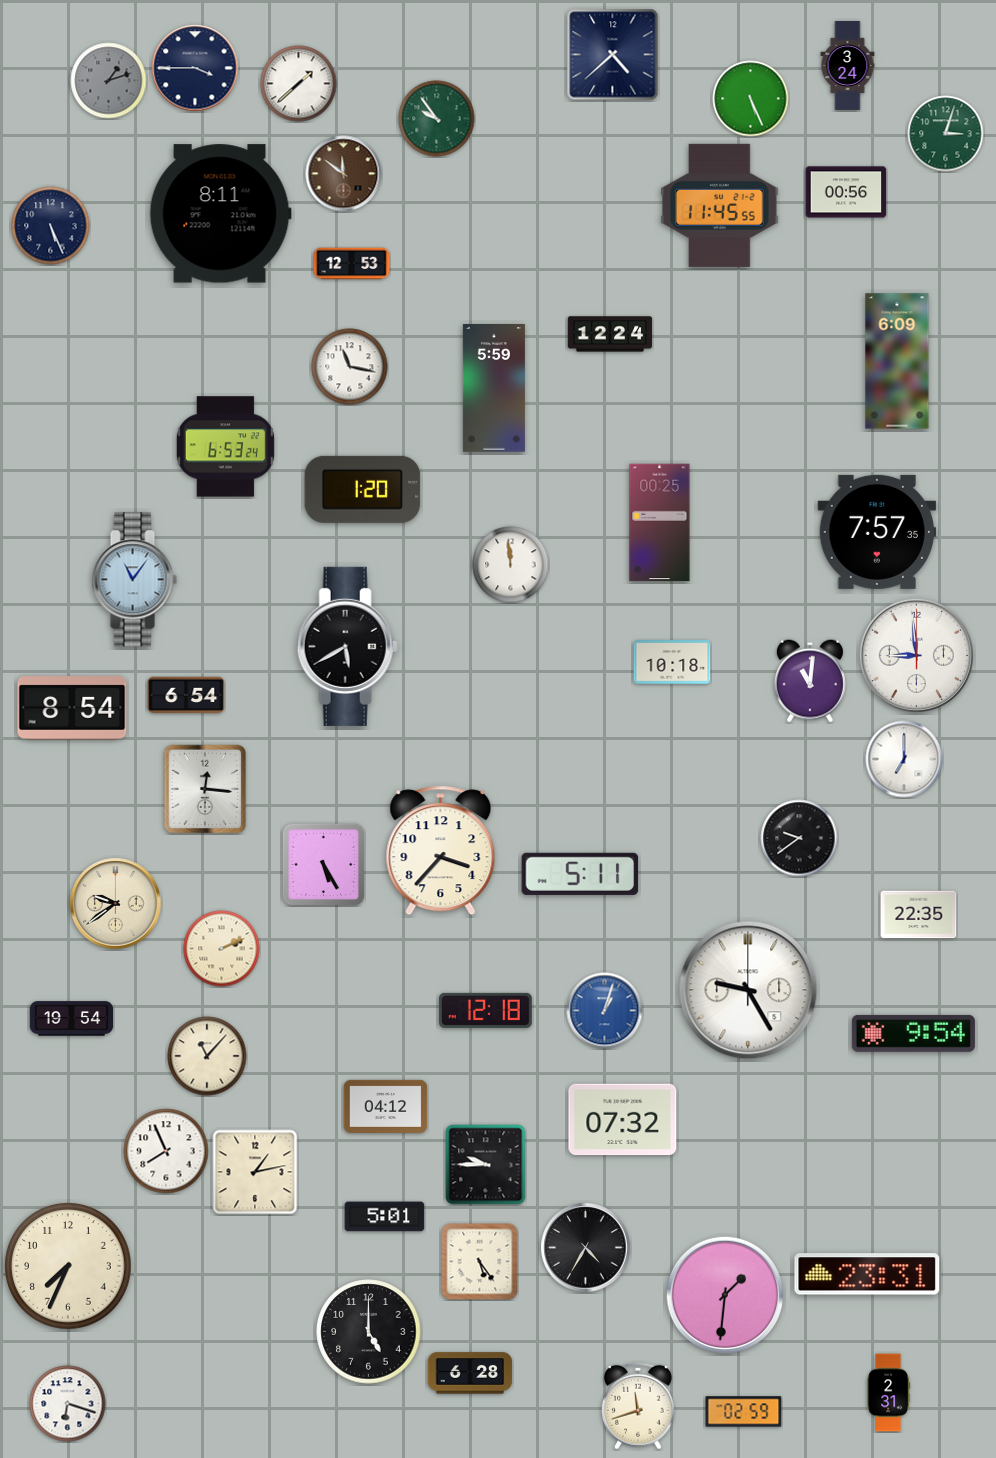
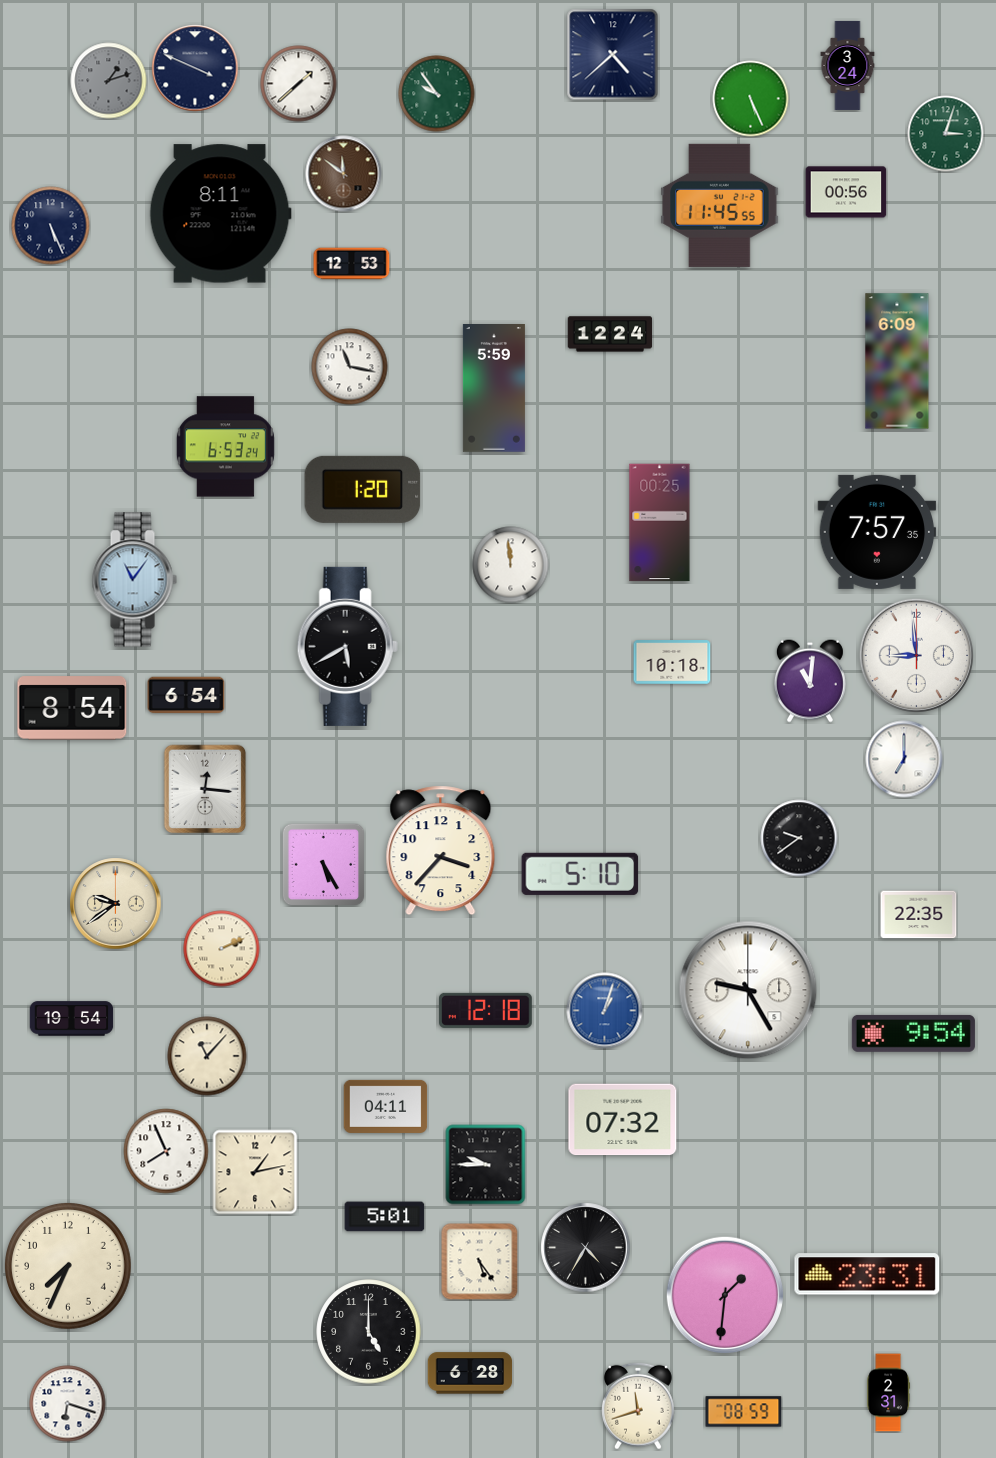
clock at (195, 68): 3:45 -> 3:49
clock at (437, 119) position: (437, 119) -> (437, 94)
clock at (580, 874): 5:11 -> 5:10
clock at (386, 1106): 04:12 -> 04:11
clock at (744, 1412): 02:59 -> 08:59
